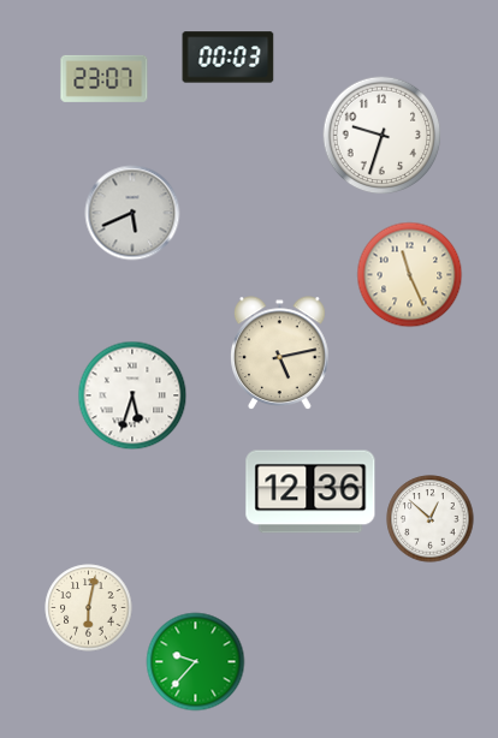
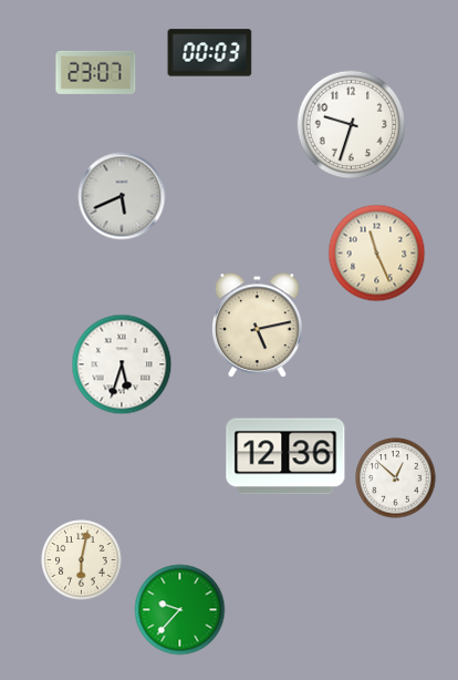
clock at (310, 492) position: (310, 492) -> (285, 456)
